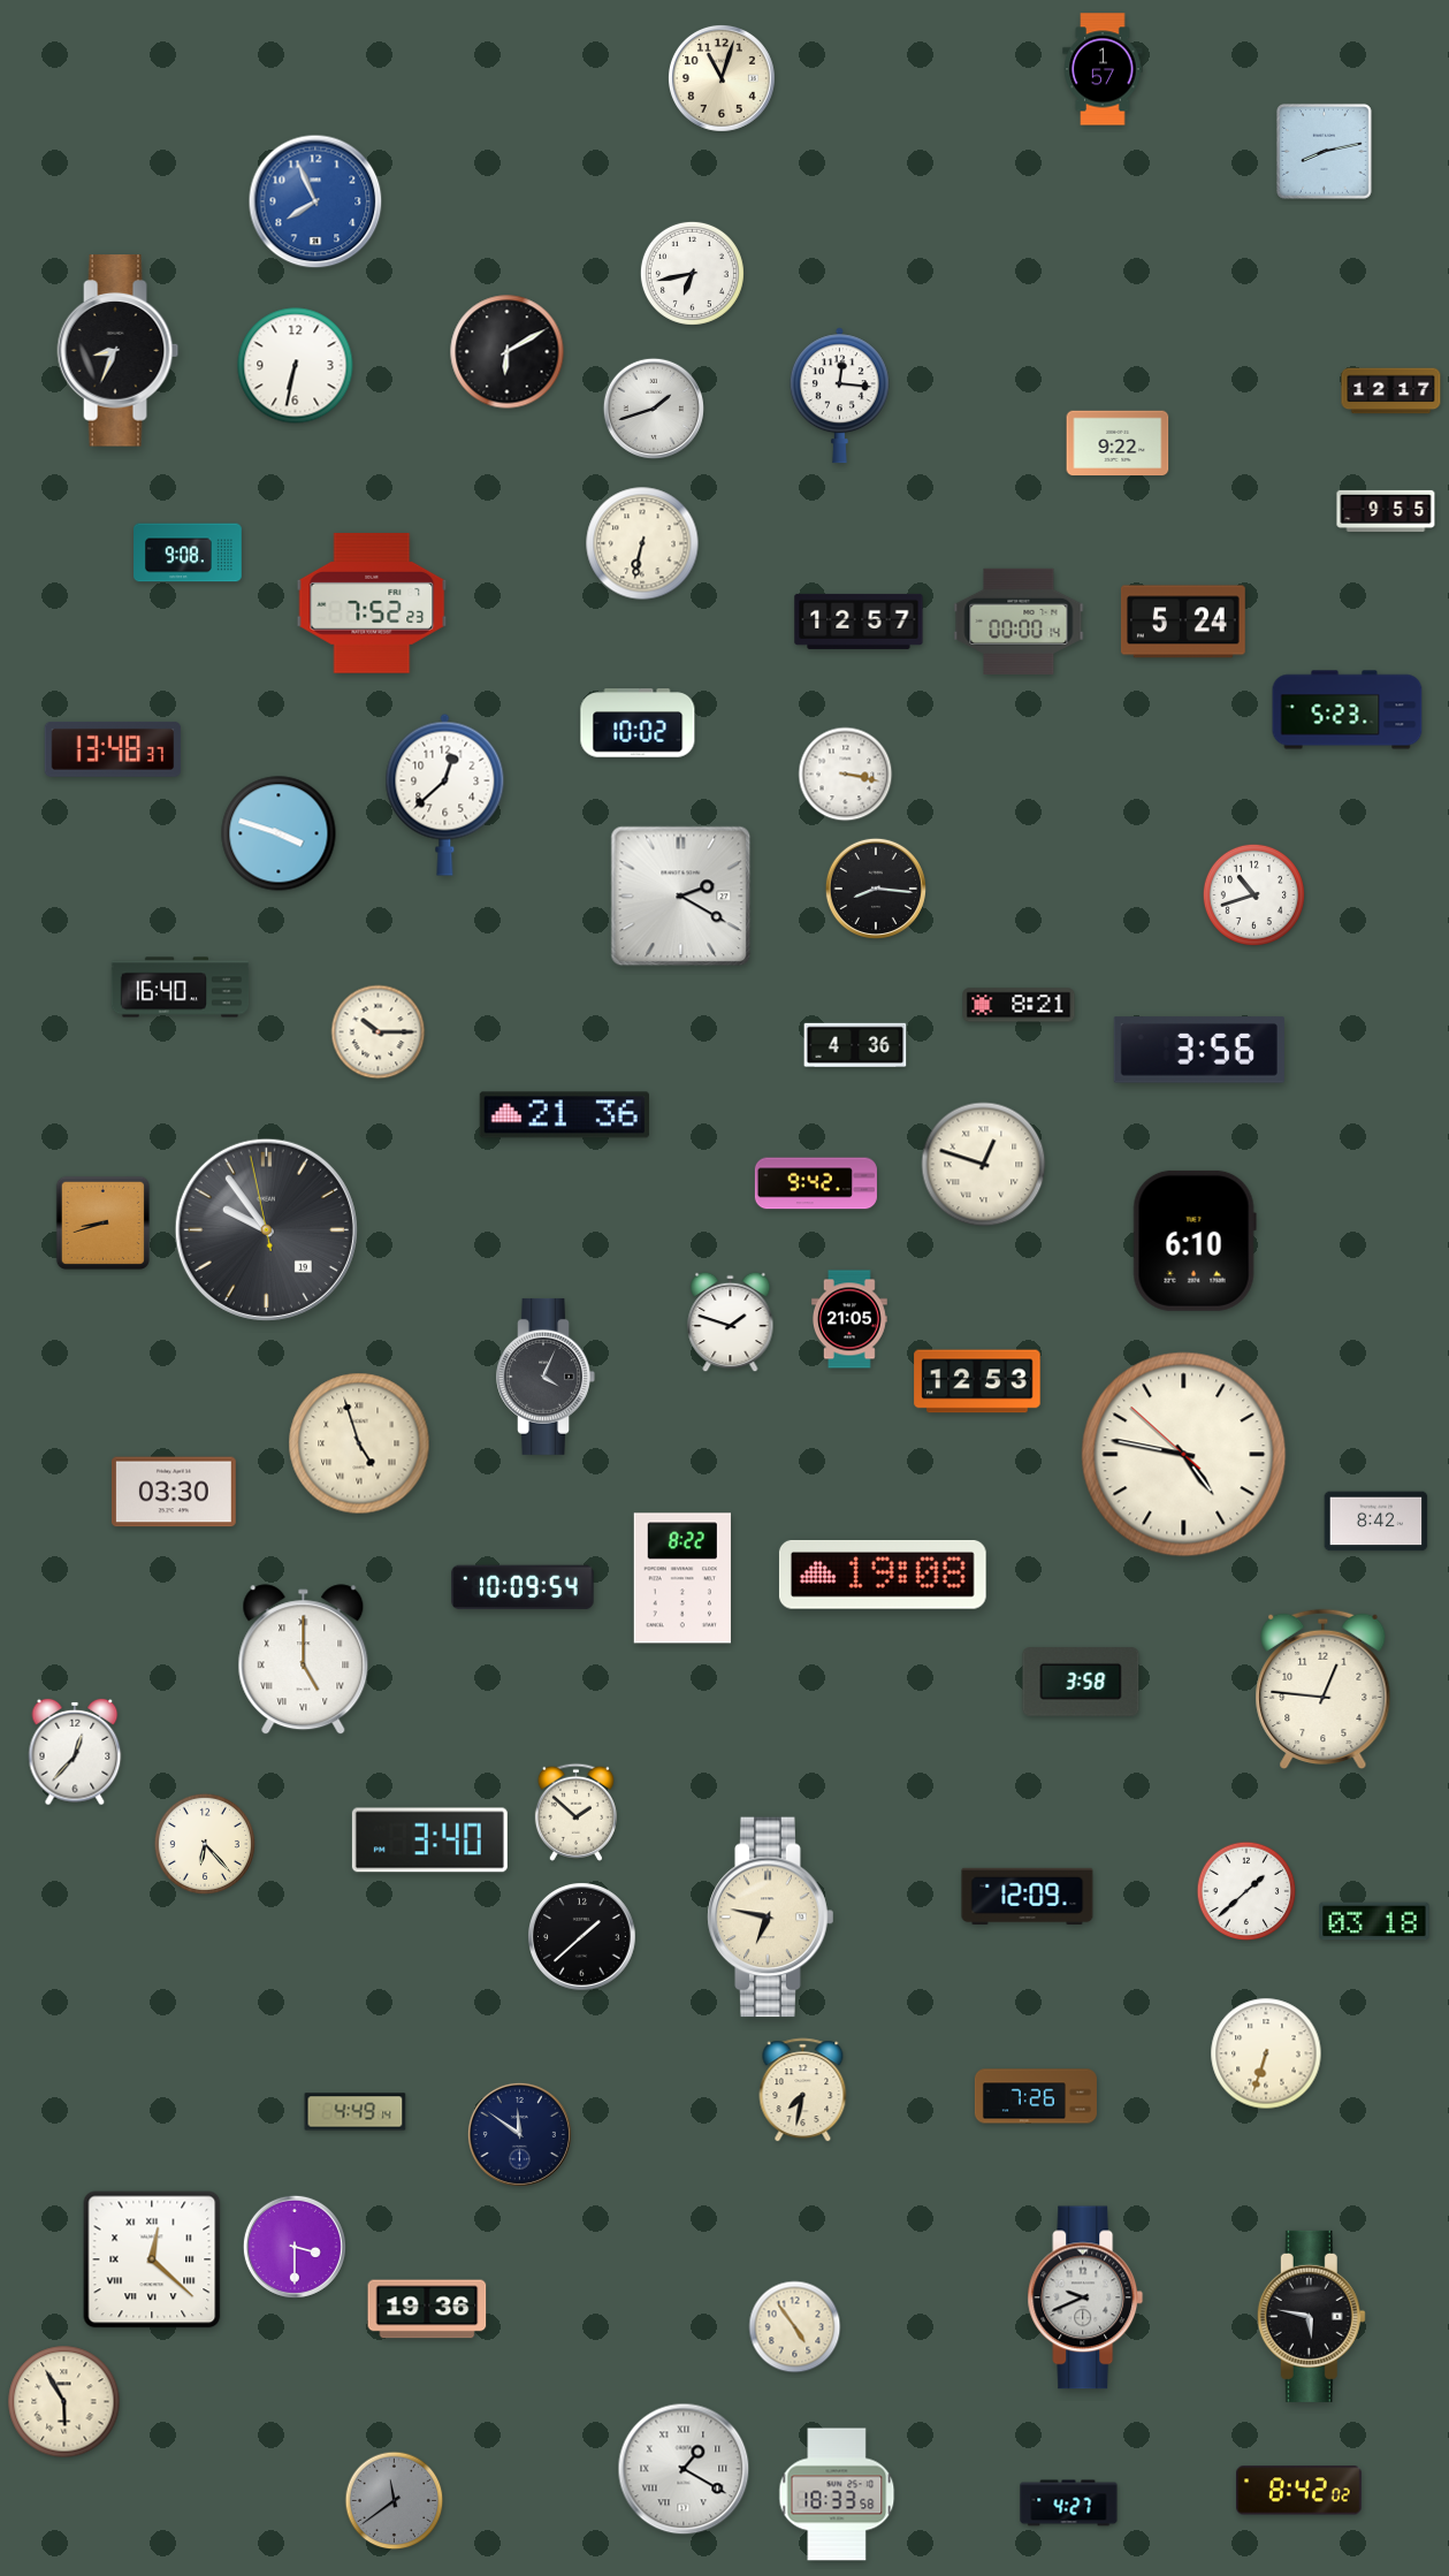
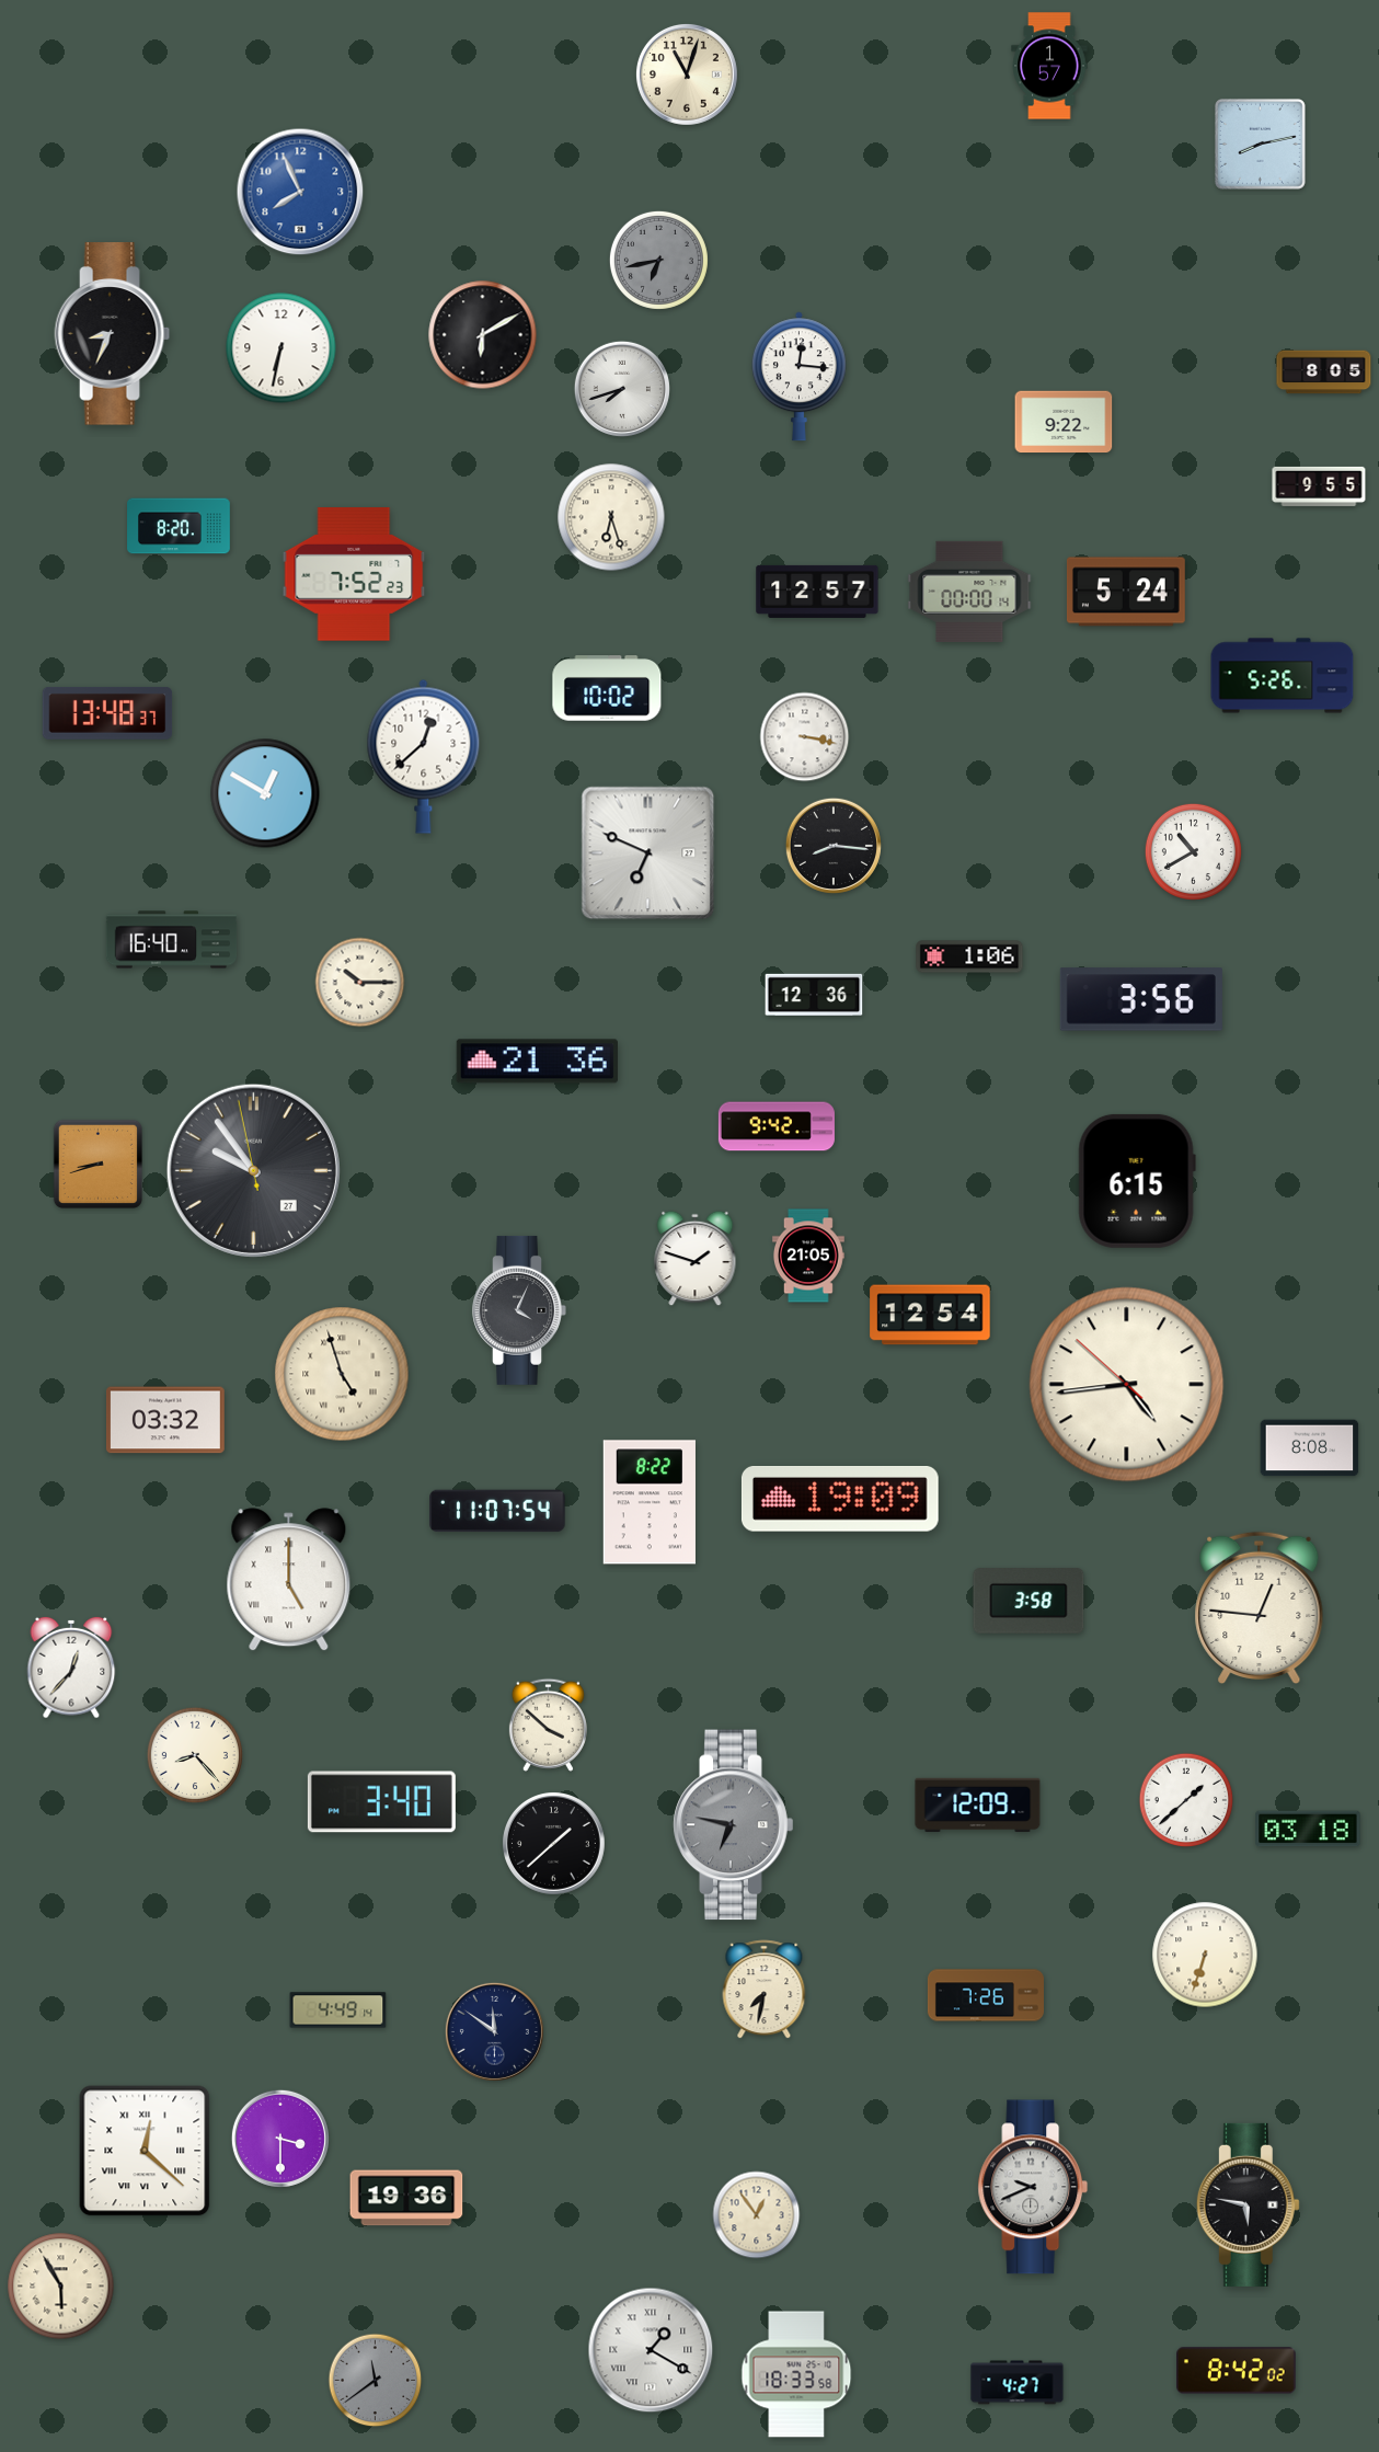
clock at (692, 273) dial: white -> grey
clock at (1391, 391): 12:17 -> 8:05
clock at (654, 409): 1:42 -> 7:42
clock at (642, 543): 6:32 -> 6:27
clock at (188, 552): 9:08 -> 8:20
clock at (1348, 710): 5:23 -> 5:26
clock at (279, 833): 3:48 -> 12:50
clock at (1253, 894): 10:42 -> 10:40
clock at (681, 897): 2:20 -> 6:49
clock at (1019, 1005): 8:21 -> 1:06
clock at (855, 1045): 4:36 -> 12:36
clock at (984, 1165): 12:48 -> none
clock at (266, 1229) date: 19 -> 27
clock at (1195, 1241): 6:10 -> 6:15
clock at (977, 1381): 12:53 -> 12:54
clock at (1184, 1455): 4:46 -> 4:43
clock at (174, 1492): 03:30 -> 03:32
clock at (1376, 1522): 8:42 -> 8:08
clock at (883, 1576): 19:08 -> 19:09
clock at (523, 1587): 10:09 -> 11:07
clock at (575, 1812): 1:52 -> 3:52
clock at (429, 1840) position: (429, 1840) -> (381, 1802)
clock at (204, 1843): 6:23 -> 8:23
clock at (771, 1918) dial: cream -> grey
clock at (795, 2327): 4:54 -> 12:54
